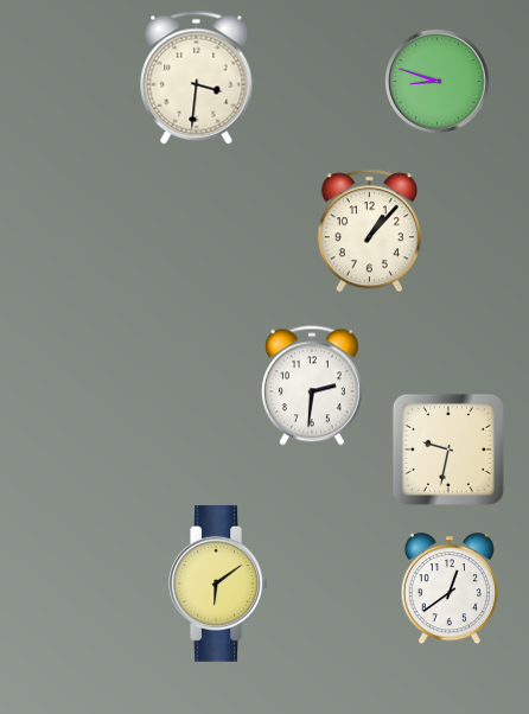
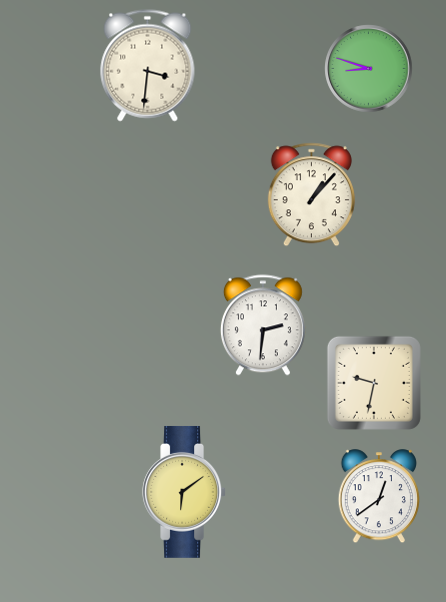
clock at (197, 78) position: (197, 78) -> (148, 66)
clock at (448, 450) position: (448, 450) -> (374, 383)
